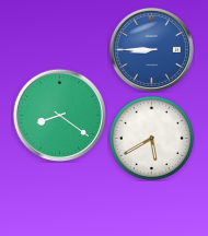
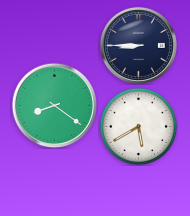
clock at (151, 49) dial: blue -> navy
